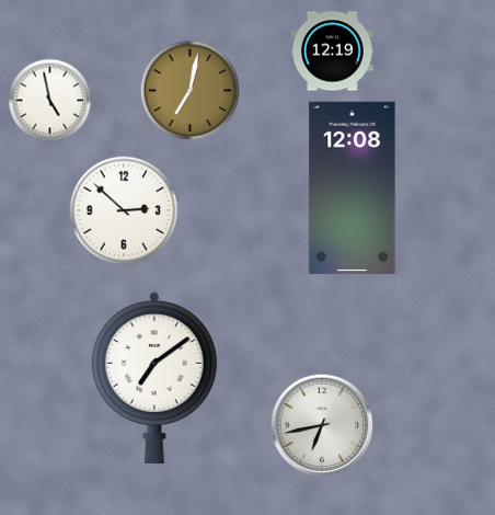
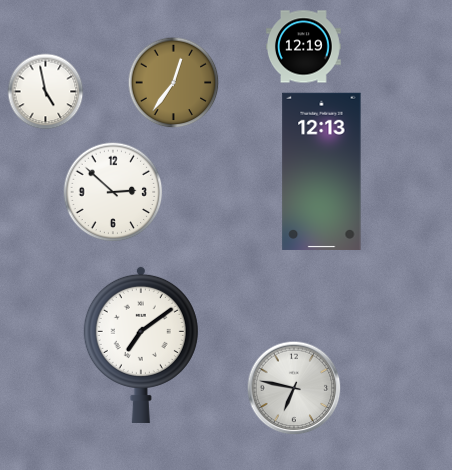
clock at (191, 91): 7:02 -> 12:36
clock at (353, 187): 12:08 -> 12:13
clock at (322, 425): 6:43 -> 6:47
